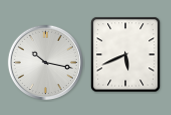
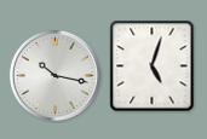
clock at (126, 55): 5:41 -> 5:03
